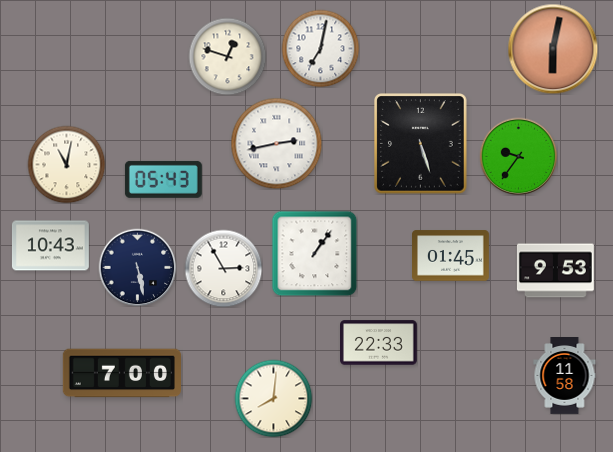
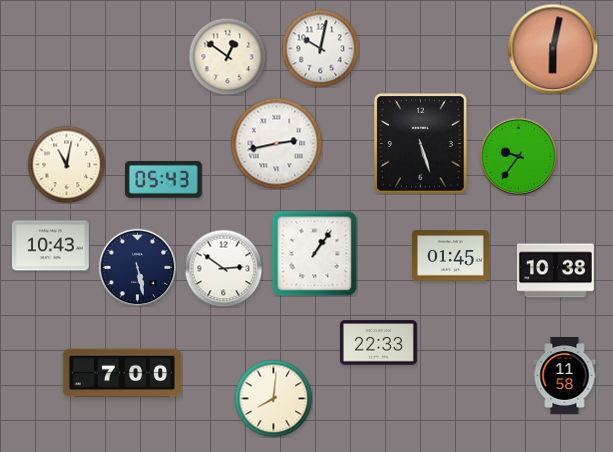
clock at (320, 48): 7:02 -> 10:02
clock at (227, 56): 12:48 -> 12:51
clock at (223, 268): 2:55 -> 2:51
clock at (555, 271): 9:53 -> 10:38
